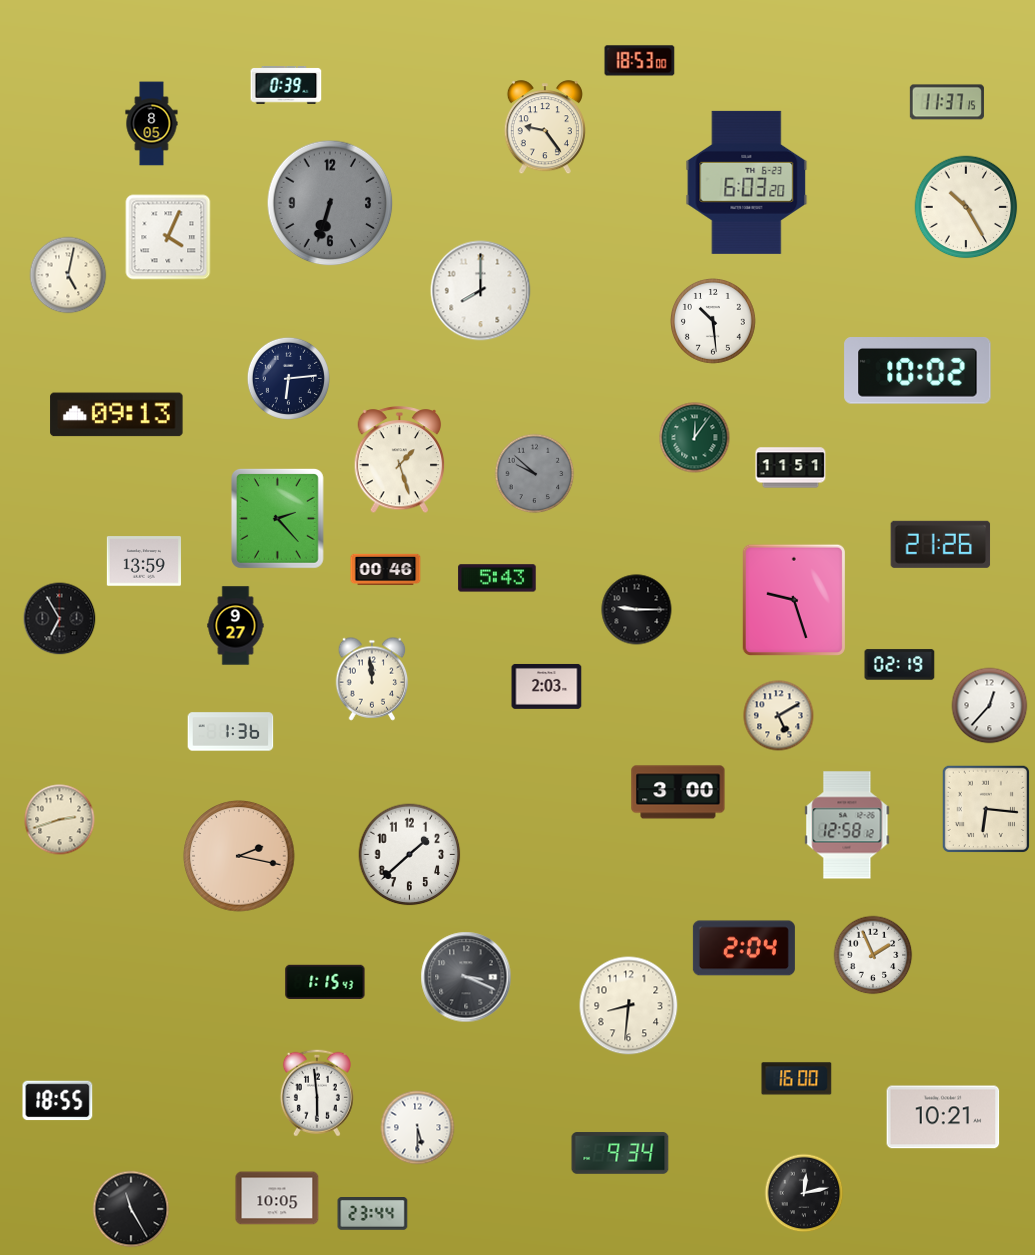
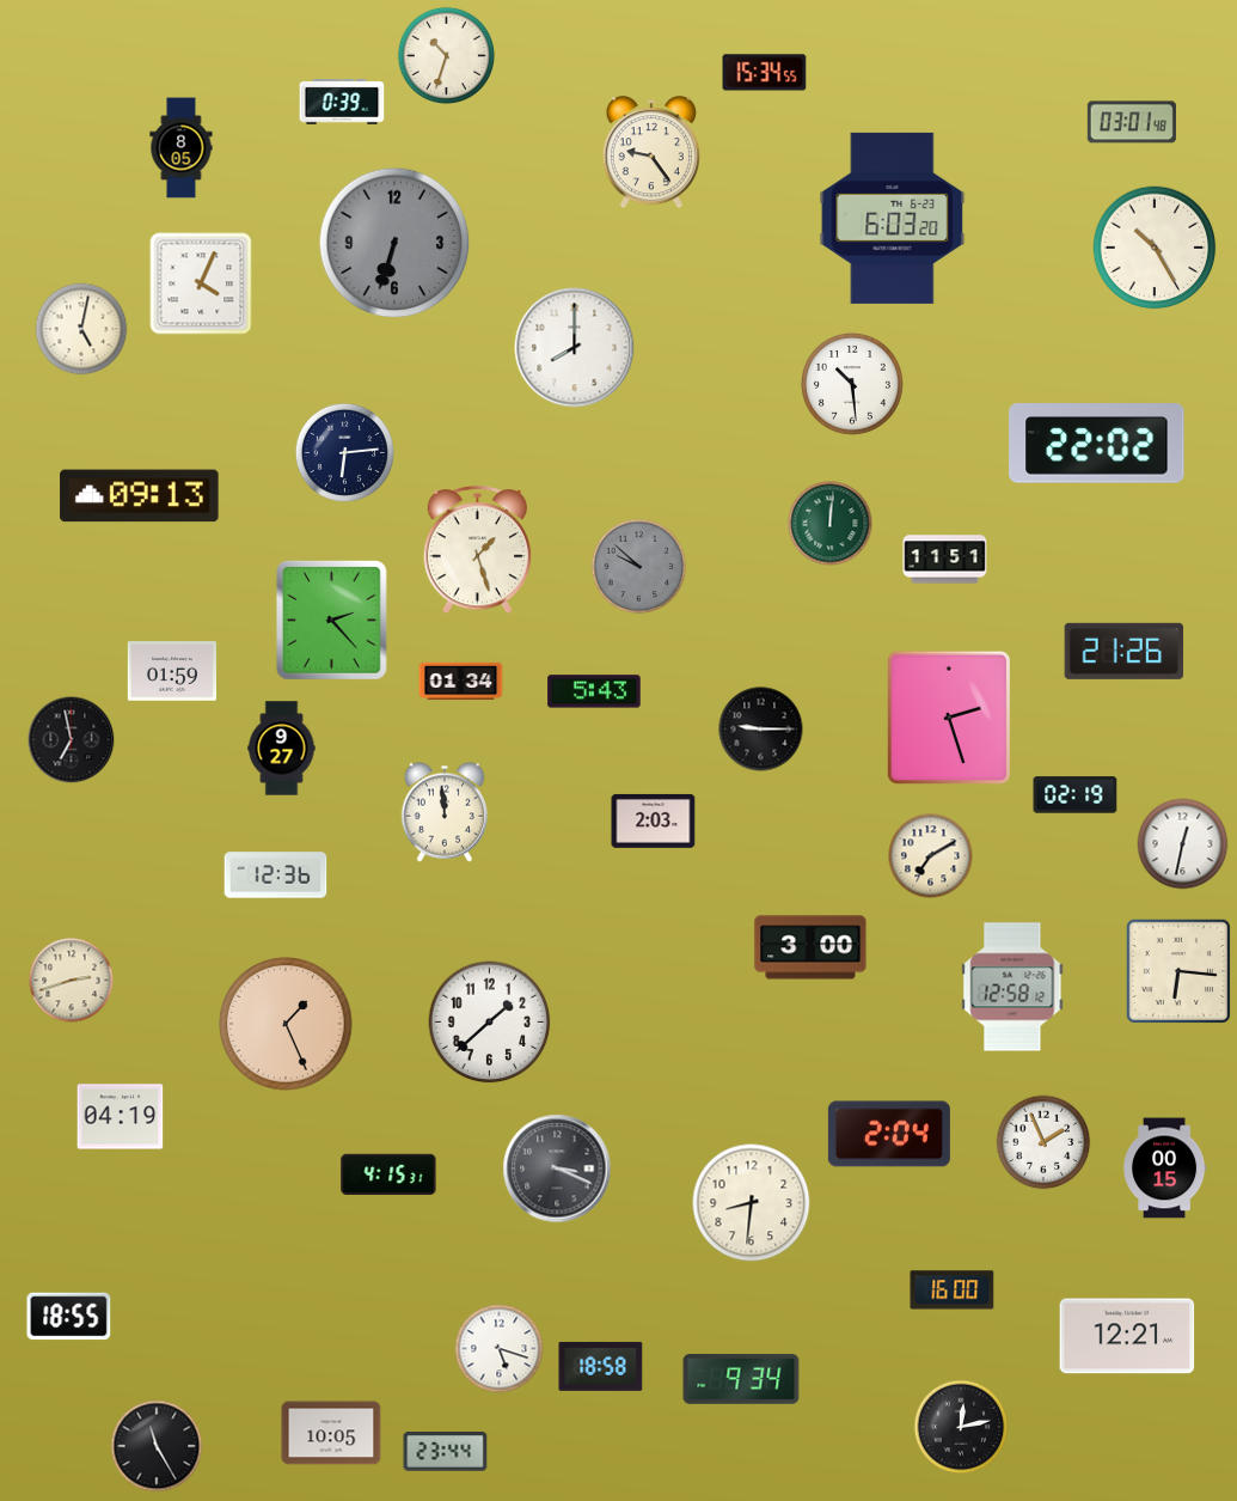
clock at (447, 56): none -> 10:33
clock at (640, 61): 18:53 -> 15:34
clock at (947, 102): 11:37 -> 03:01
clock at (918, 371): 10:02 -> 22:02
clock at (695, 438): 12:06 -> 12:01
clock at (144, 561): 13:59 -> 01:59
clock at (386, 570): 00:46 -> 01:34
clock at (793, 599): 9:27 -> 2:27
clock at (60, 619): 6:55 -> 6:58
clock at (990, 706): 12:37 -> 12:32
clock at (779, 716): 5:10 -> 7:10
clock at (231, 732): 1:36 -> 12:36
clock at (985, 808) position: (985, 808) -> (1177, 970)
clock at (239, 856): 2:17 -> 1:26
clock at (121, 1117): none -> 04:19
clock at (1165, 1169): none -> 00:15
clock at (325, 981): 1:15 -> 4:15
clock at (317, 1093): 5:59 -> none
clock at (943, 1117): 10:21 -> 12:21
clock at (418, 1128): 5:30 -> 5:18
clock at (601, 1366): none -> 18:58
